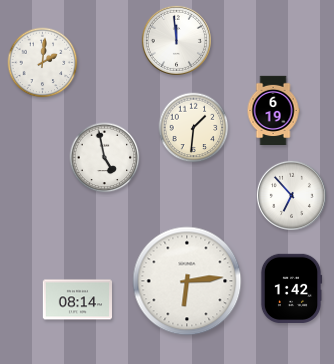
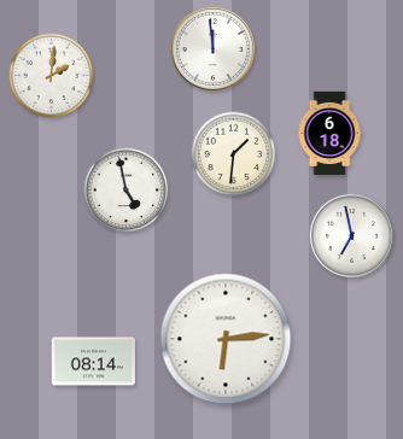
clock at (273, 111): 6:19 -> 6:18
clock at (291, 195): 6:53 -> 6:58
clock at (291, 288): 1:42 -> none
